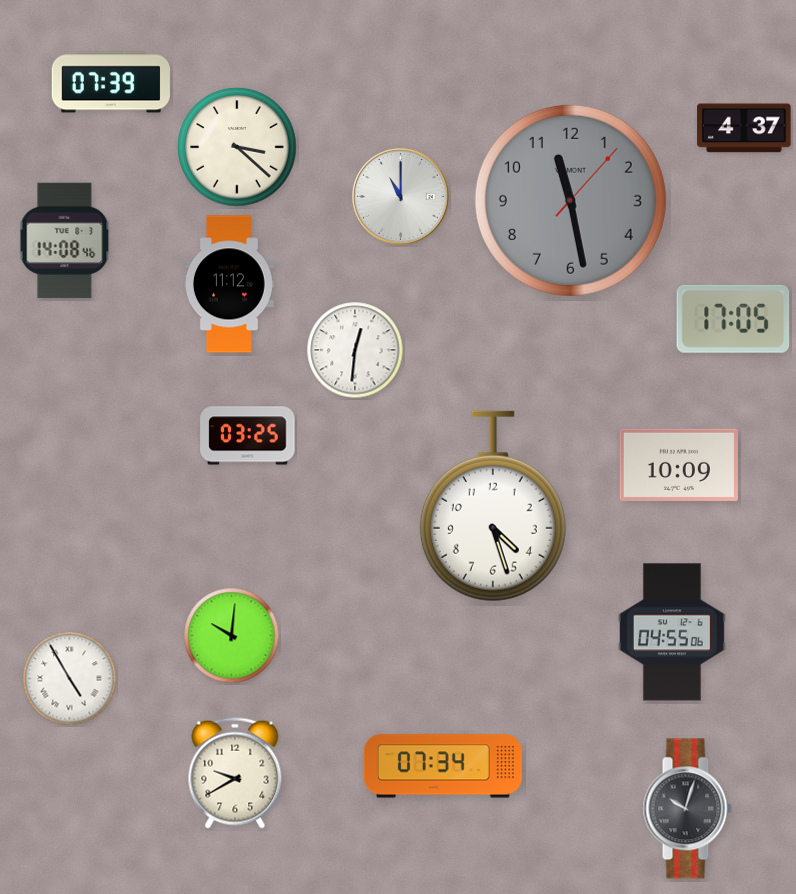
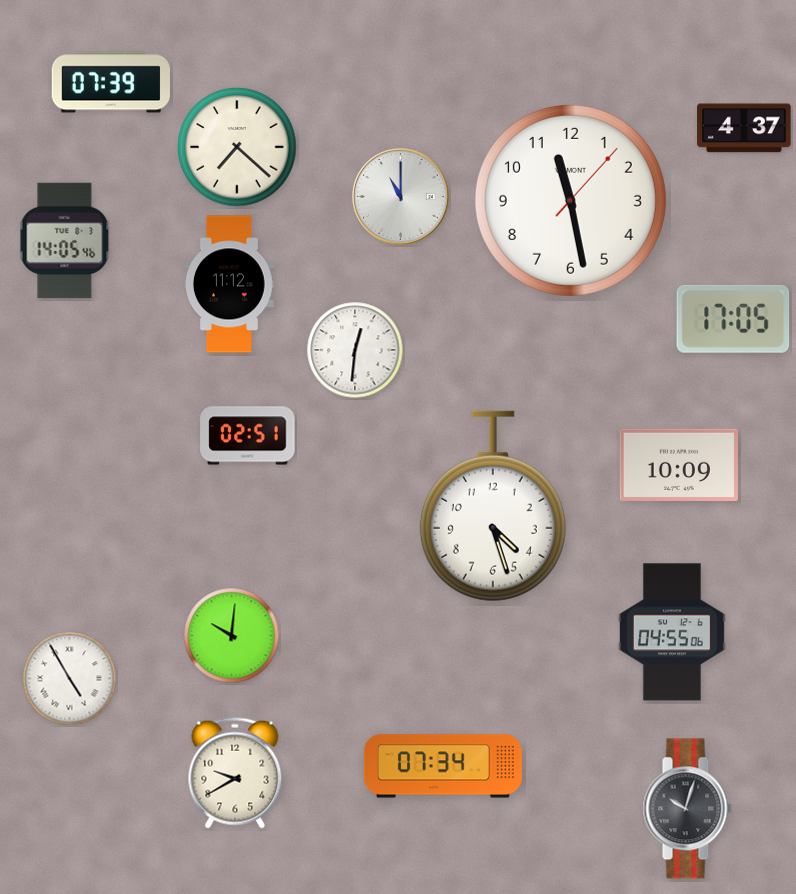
clock at (237, 147): 3:22 -> 7:22
clock at (570, 200) dial: grey -> white
clock at (65, 241): 14:08 -> 14:05
clock at (248, 436): 03:25 -> 02:51
